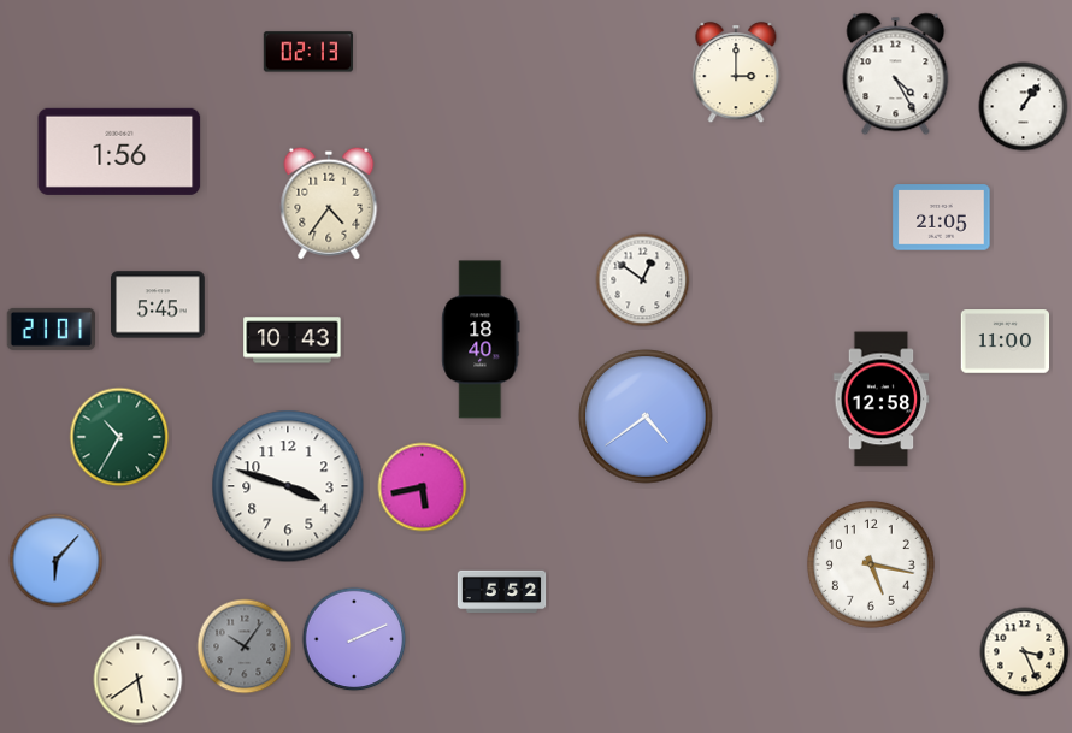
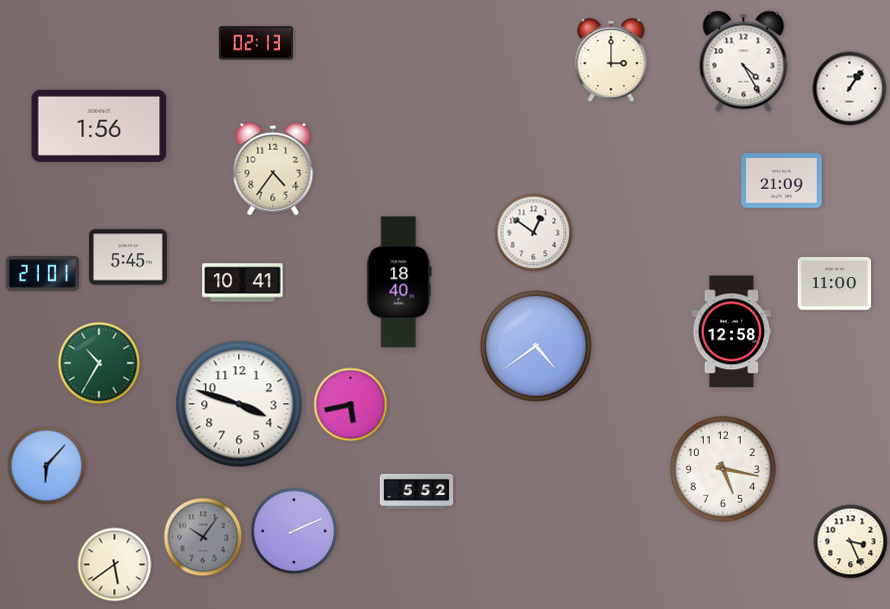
clock at (942, 218): 21:05 -> 21:09
clock at (159, 305) position: (159, 305) -> (129, 257)
clock at (293, 341): 10:43 -> 10:41
